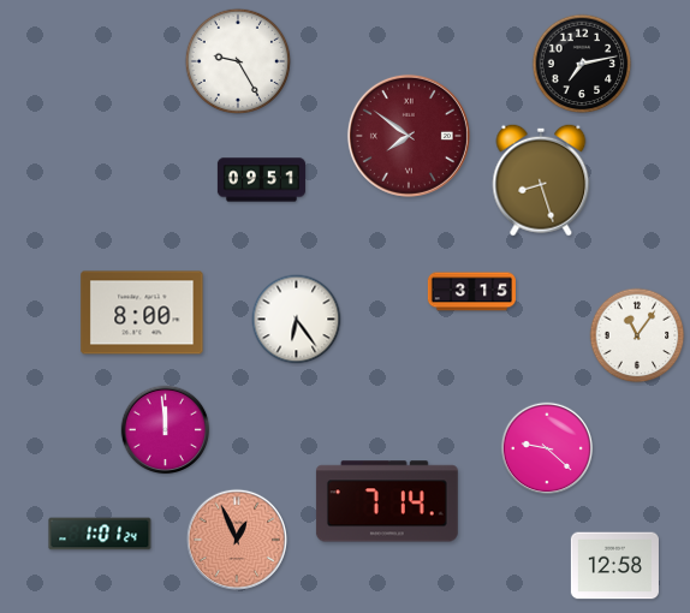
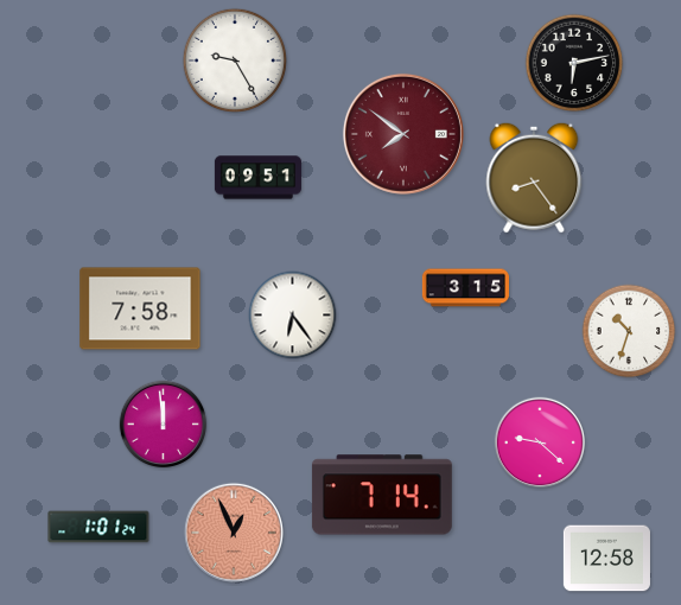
clock at (582, 64): 7:13 -> 6:13
clock at (541, 180): 8:27 -> 8:24
clock at (142, 313): 8:00 -> 7:58
clock at (637, 335): 11:06 -> 10:33
